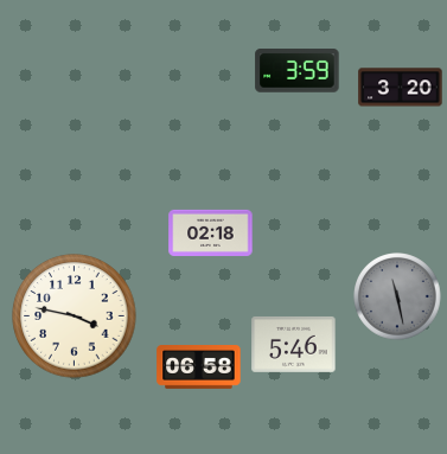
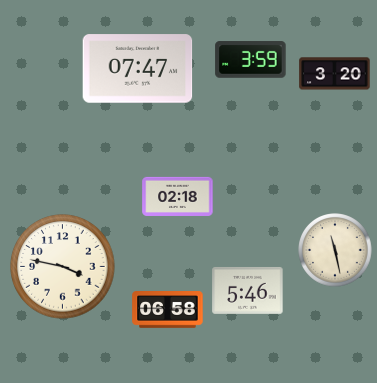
clock at (138, 69): none -> 07:47
clock at (401, 88) position: (401, 88) -> (335, 74)
clock at (397, 296) dial: grey -> cream
